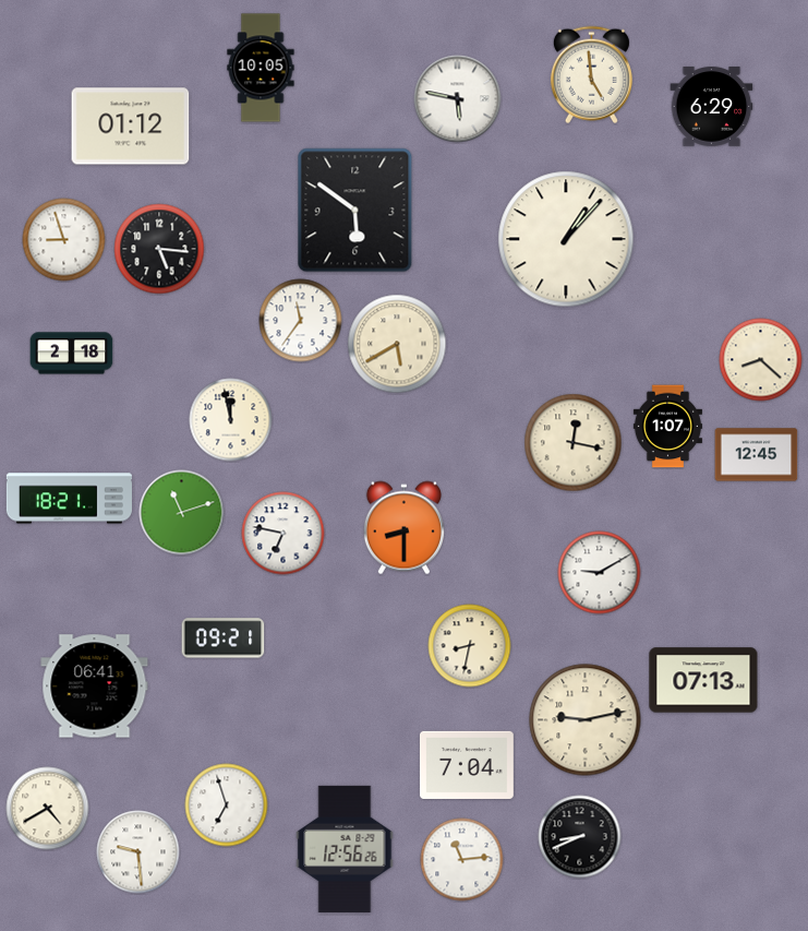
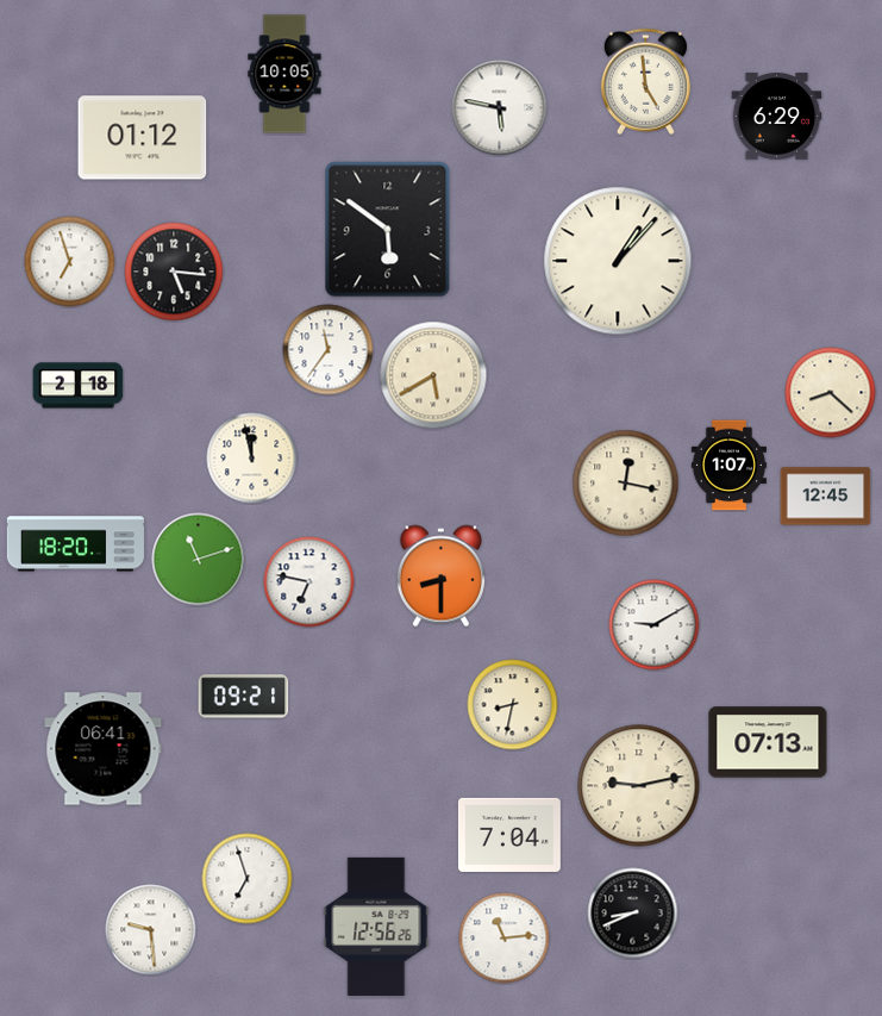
clock at (64, 240): 8:57 -> 6:57
clock at (69, 499): 18:21 -> 18:20
clock at (48, 809): 4:40 -> none
